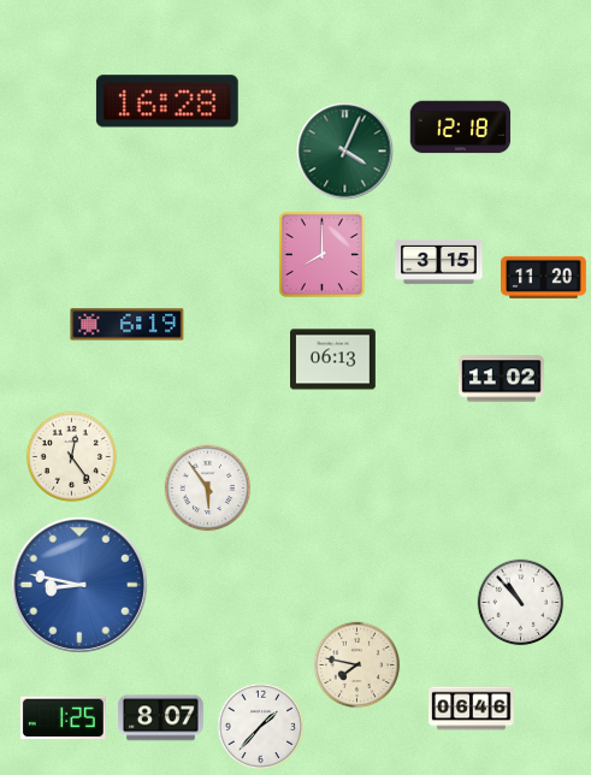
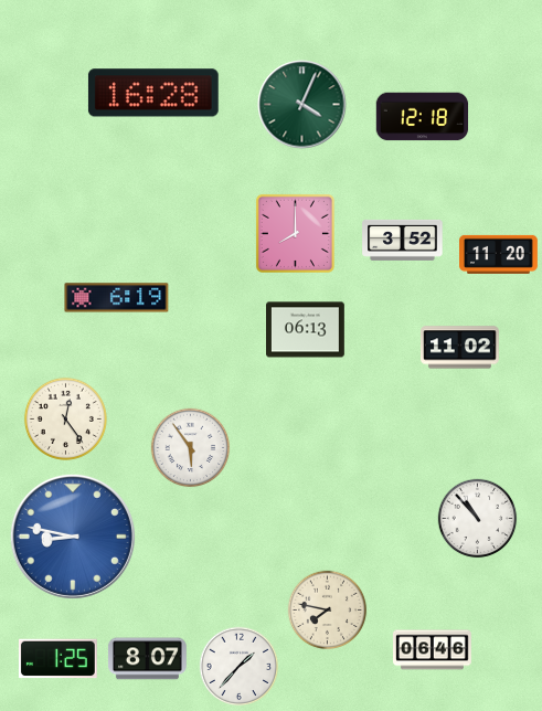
clock at (345, 152) position: (345, 152) -> (302, 105)
clock at (439, 261): 3:15 -> 3:52
clock at (521, 603) position: (521, 603) -> (478, 519)
